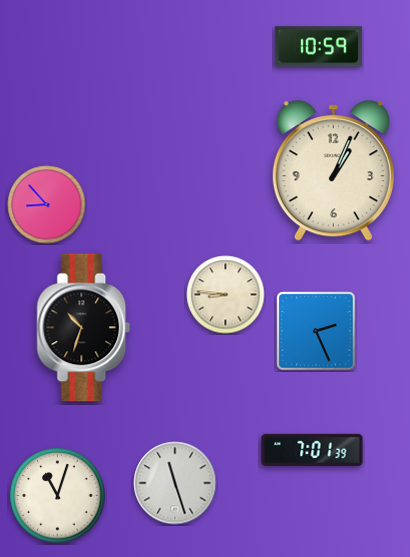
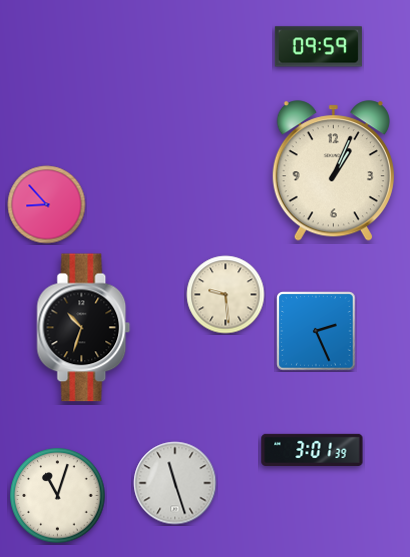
clock at (318, 47): 10:59 -> 09:59
clock at (226, 295): 8:46 -> 9:29
clock at (312, 450): 7:01 -> 3:01
